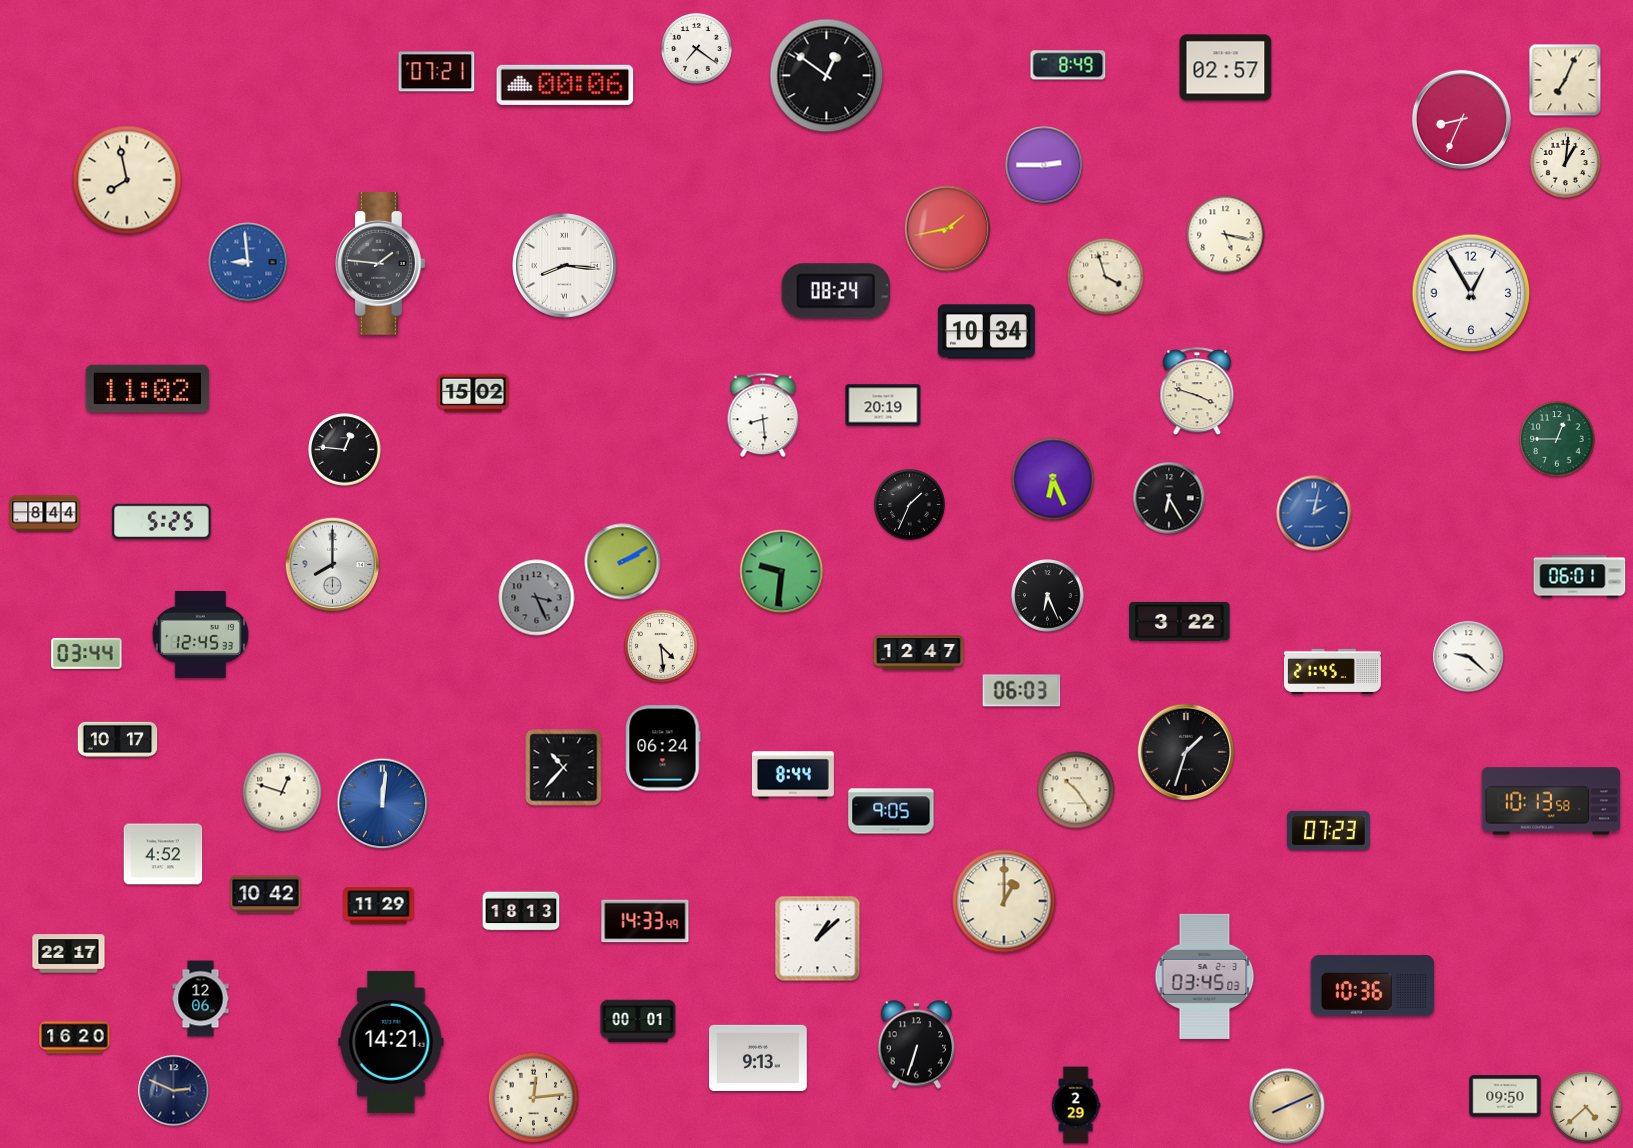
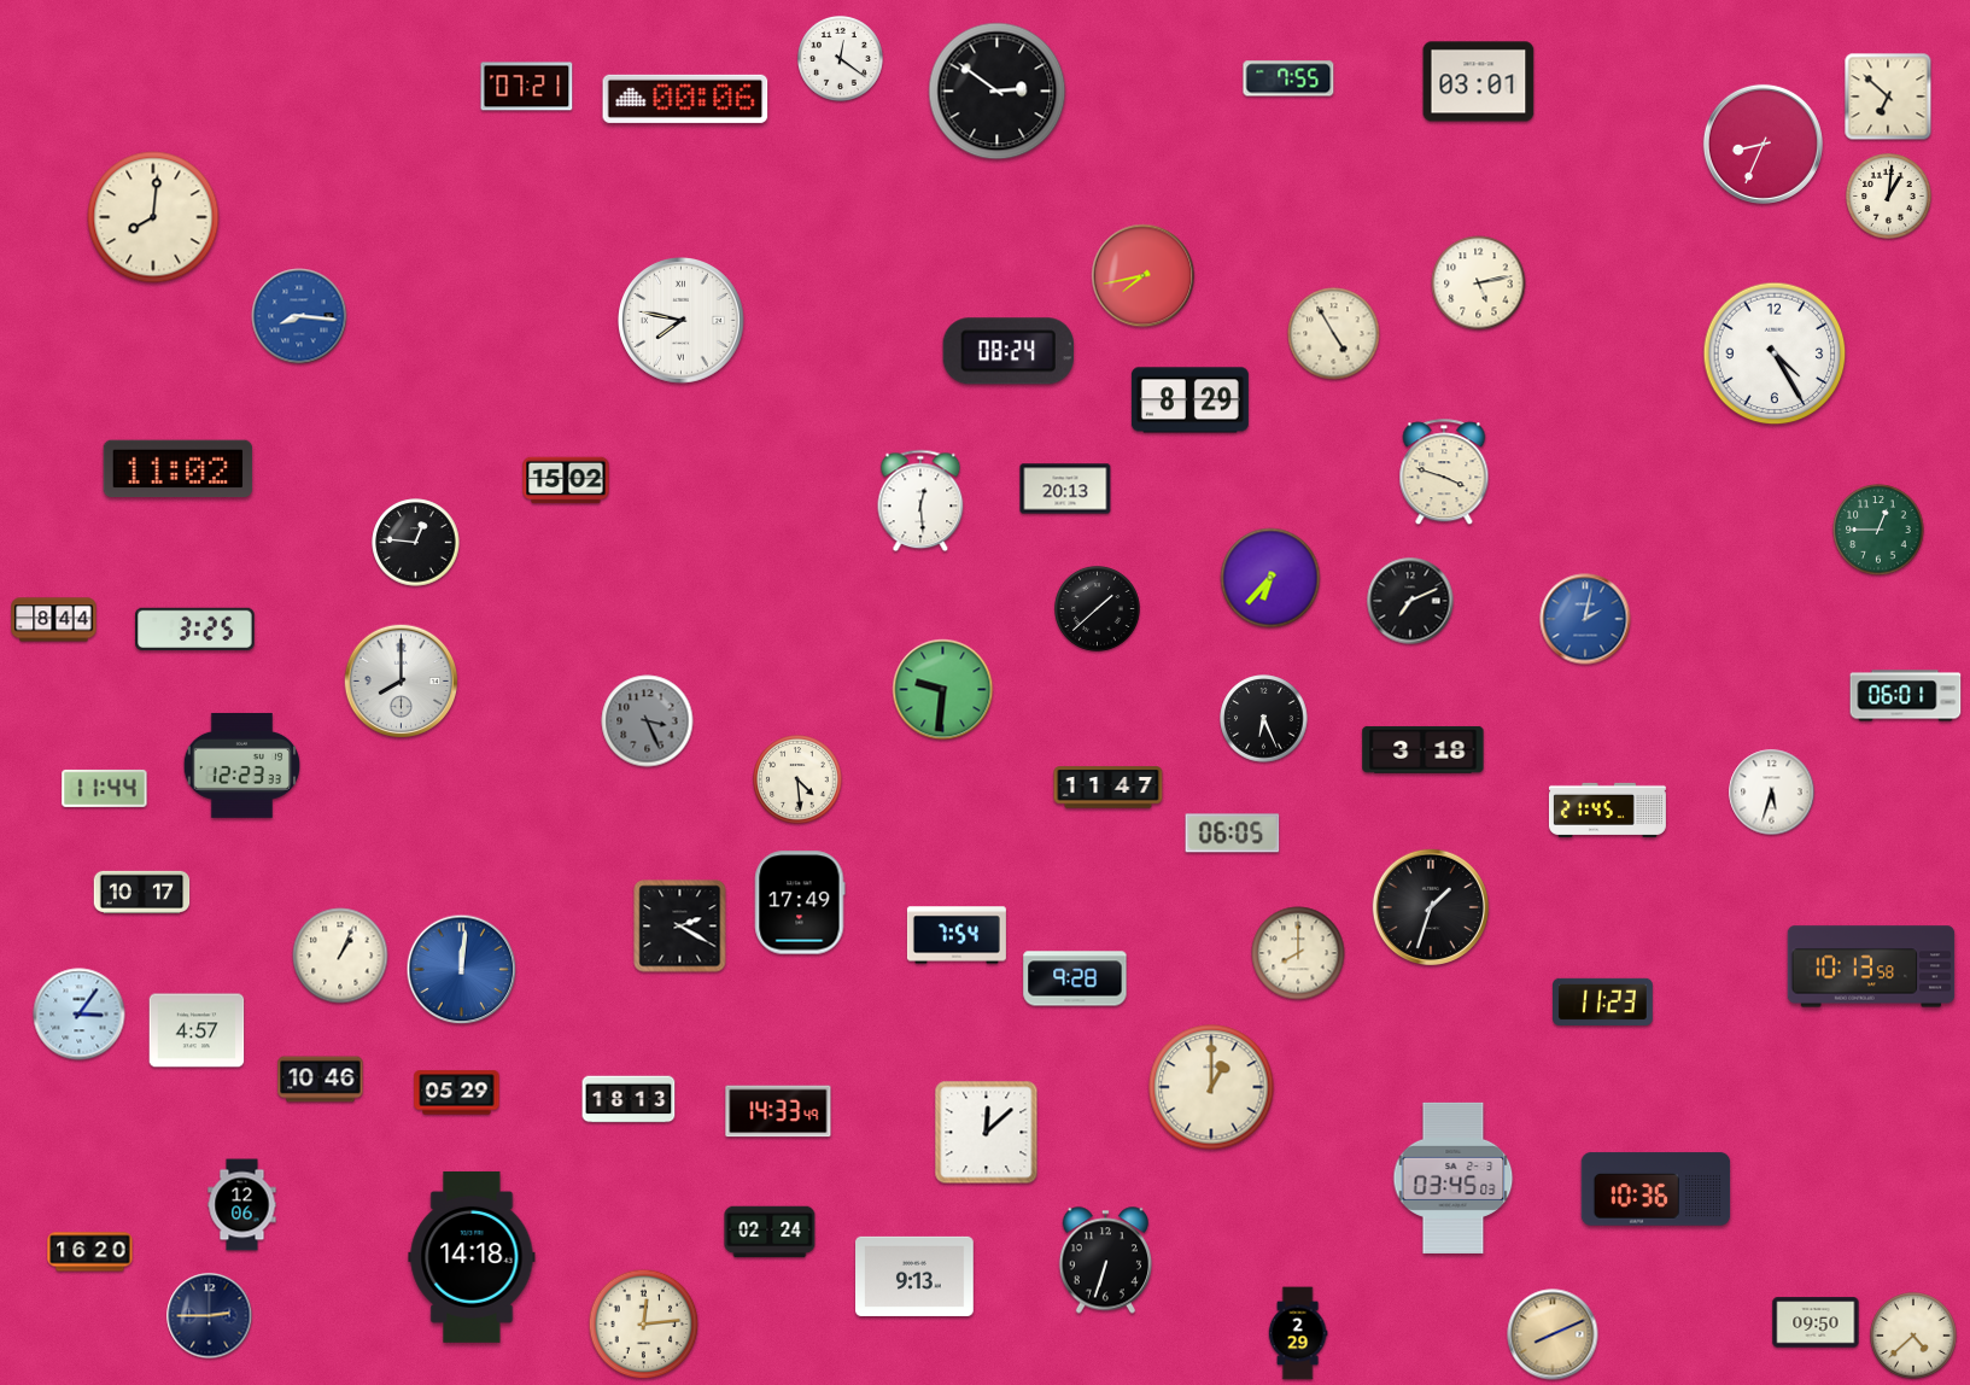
clock at (697, 49): 7:21 -> 12:21
clock at (1068, 65): 8:49 -> 7:55
clock at (1226, 68): 02:57 -> 03:01
clock at (827, 76): 12:51 -> 2:51
clock at (1565, 80): 7:04 -> 6:52
clock at (565, 85) position: (565, 85) -> (685, 99)
clock at (1044, 165): 2:45 -> none
clock at (127, 180): 7:58 -> 8:01
clock at (948, 229): 1:43 -> 7:43
clock at (1226, 235): 5:17 -> 5:13
clock at (248, 262): 8:59 -> 8:16
clock at (381, 264): 1:46 -> none
clock at (565, 266): 8:16 -> 7:47
clock at (1106, 277): 3:57 -> 4:55
clock at (1471, 293): 12:55 -> 4:25
clock at (986, 332): 10:34 -> 8:29
clock at (473, 393) position: (473, 393) -> (566, 480)
clock at (883, 405): 20:19 -> 20:13
clock at (763, 415): 8:29 -> 12:29
clock at (1053, 479): 6:26 -> 6:37
clock at (1169, 498): 6:25 -> 7:11
clock at (910, 505): 1:34 -> 1:38
clock at (162, 521): 5:25 -> 3:25
clock at (623, 562): 2:10 -> none
clock at (1180, 621): 3:22 -> 3:18
clock at (200, 634): 12:45 -> 12:23
clock at (87, 653): 03:44 -> 11:44
clock at (919, 653): 12:47 -> 11:47
clock at (1469, 657): 9:22 -> 5:33
clock at (1022, 691): 06:03 -> 06:05
clock at (663, 748): 06:24 -> 17:49
clock at (564, 768): 10:37 -> 2:20
clock at (793, 775): 8:44 -> 7:54
clock at (1076, 790): 10:24 -> 8:00
clock at (282, 792): 12:48 -> 1:04
clock at (891, 811): 9:05 -> 9:28
clock at (1329, 830): 07:23 -> 11:23
clock at (80, 1015): none -> 3:06
clock at (163, 854): 4:52 -> 4:57
clock at (266, 895): 10:42 -> 10:46
clock at (379, 906): 11:29 -> 05:29
clock at (818, 939): 1:08 -> 12:08
clock at (69, 954): 22:17 -> none
clock at (638, 1021): 00:01 -> 02:24
clock at (391, 1042): 14:21 -> 14:18
clock at (174, 1091): 2:49 -> 2:45
